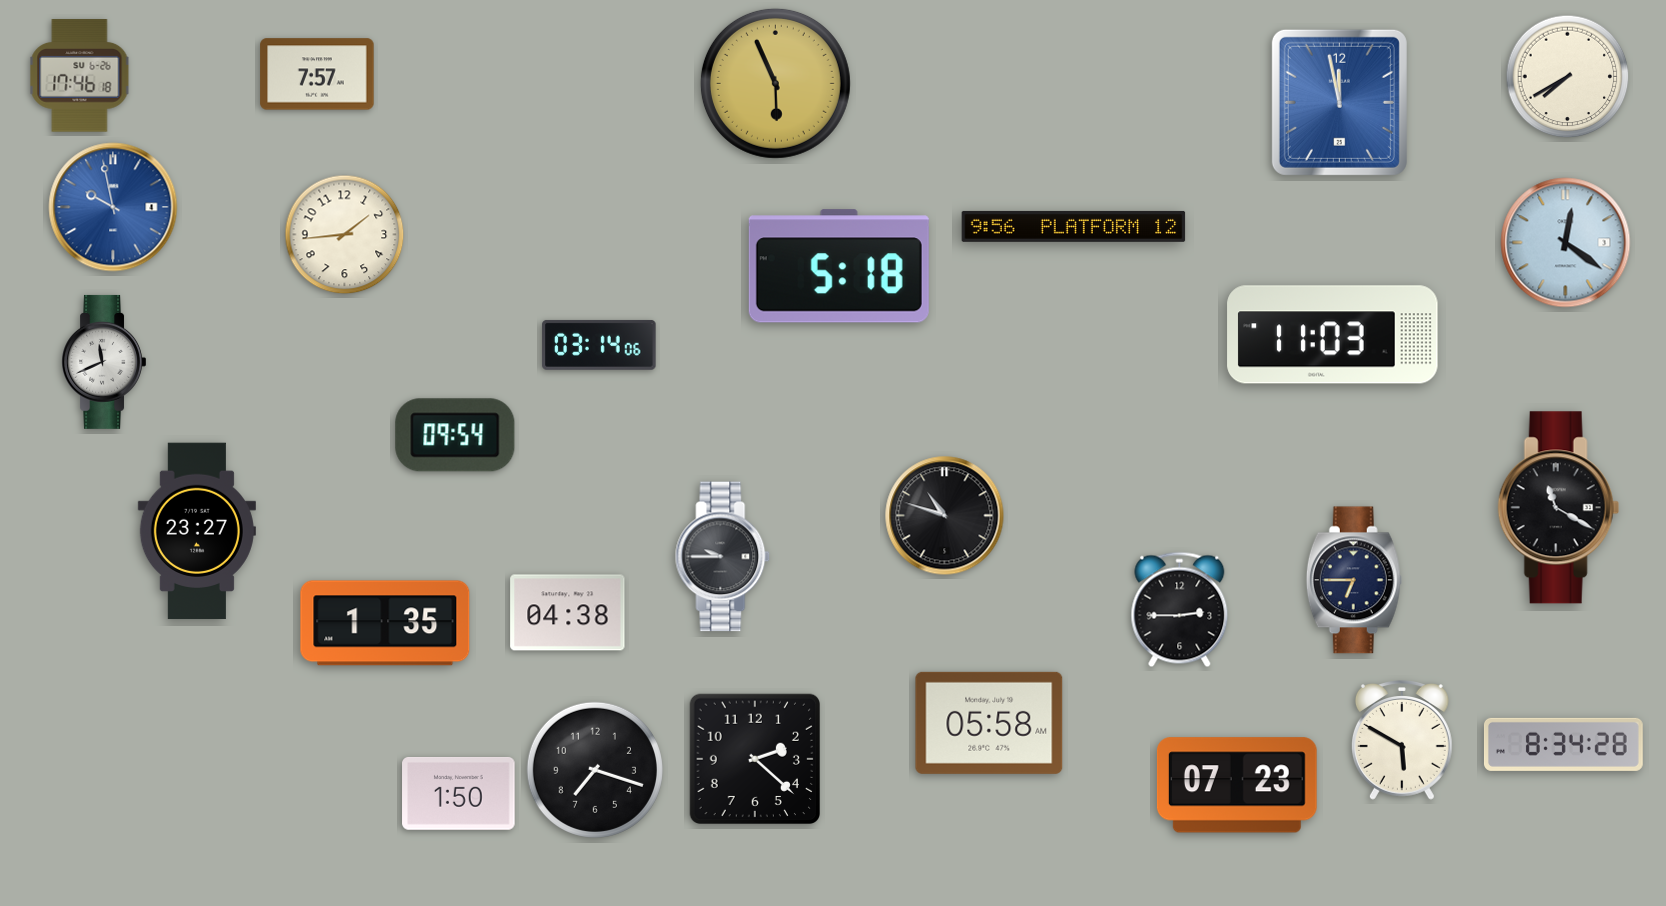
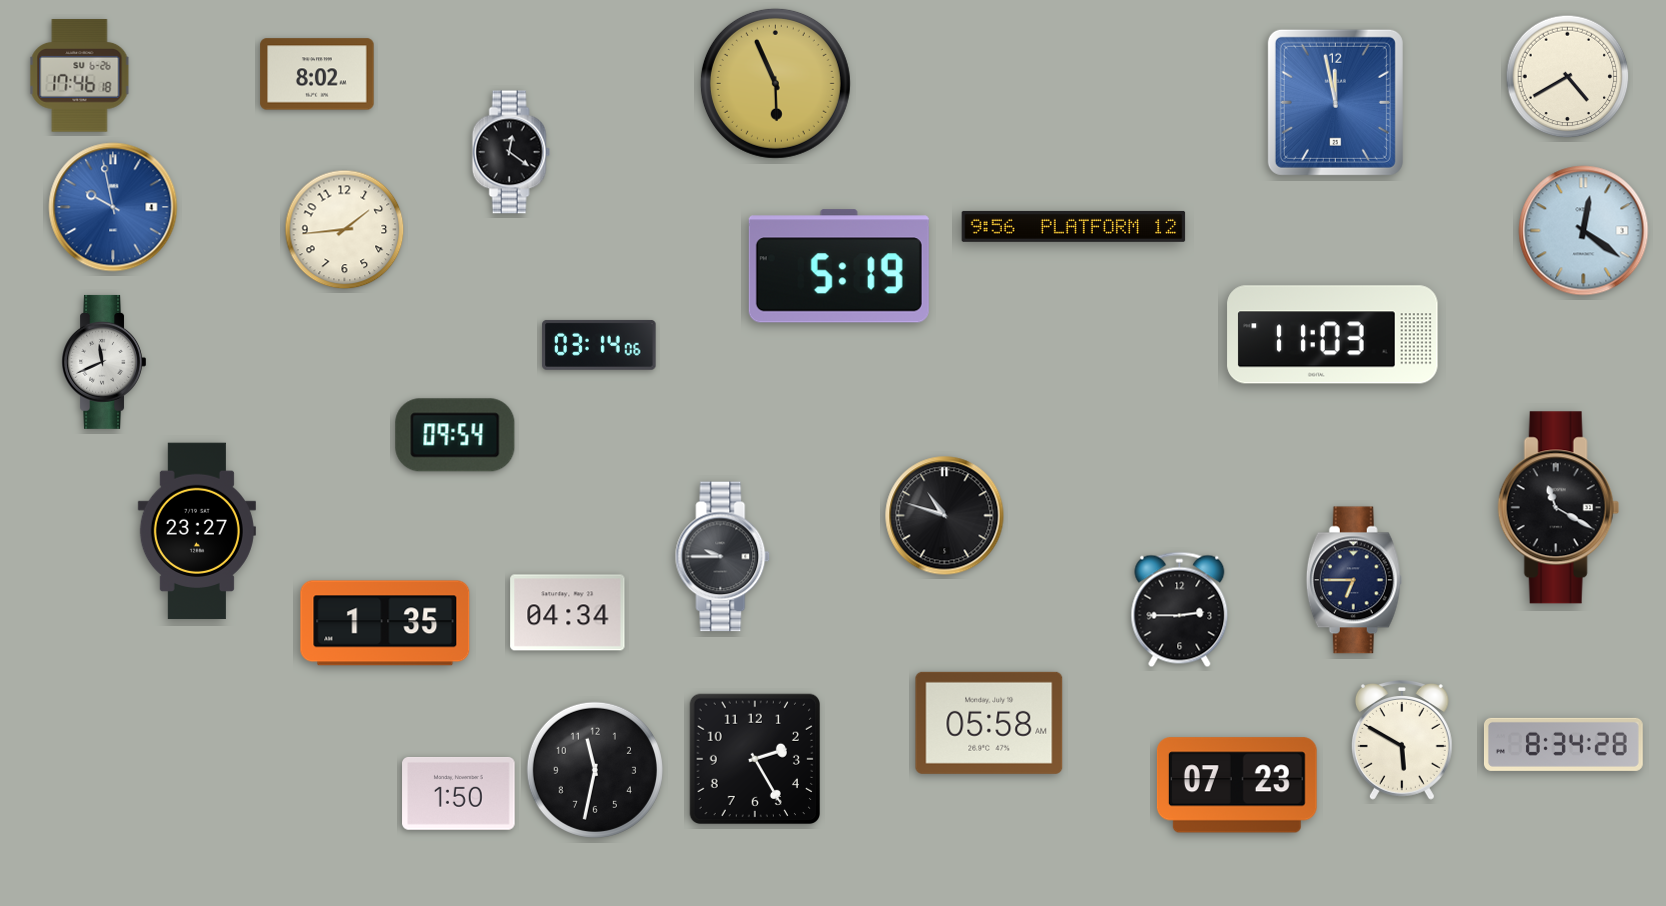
clock at (317, 74): 7:57 -> 8:02
clock at (1568, 77): 7:40 -> 4:40
clock at (1339, 102) position: (1339, 102) -> (1335, 102)
clock at (511, 152): none -> 12:21
clock at (345, 235) position: (345, 235) -> (345, 230)
clock at (1566, 243) position: (1566, 243) -> (1584, 231)
clock at (839, 266): 5:18 -> 5:19
clock at (568, 613): 04:38 -> 04:34
clock at (754, 758): 2:22 -> 2:25
clock at (595, 770): 7:18 -> 11:32
